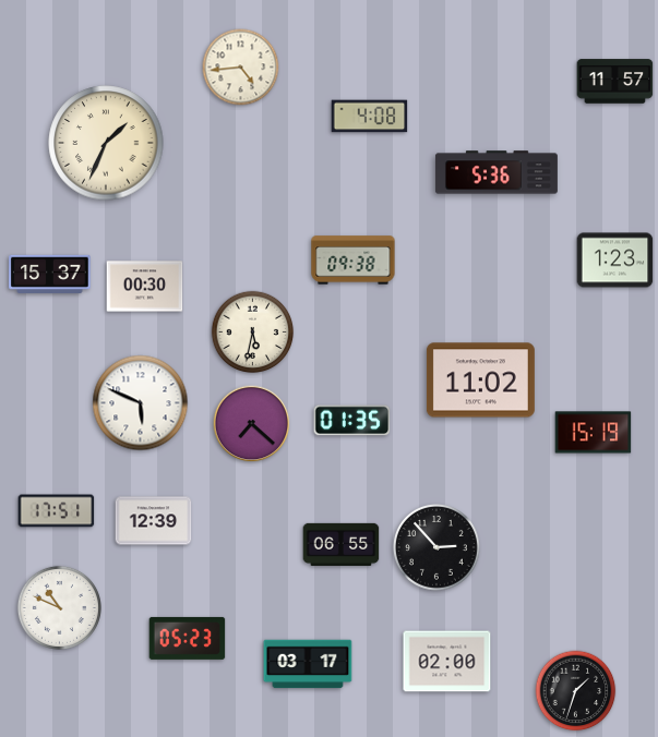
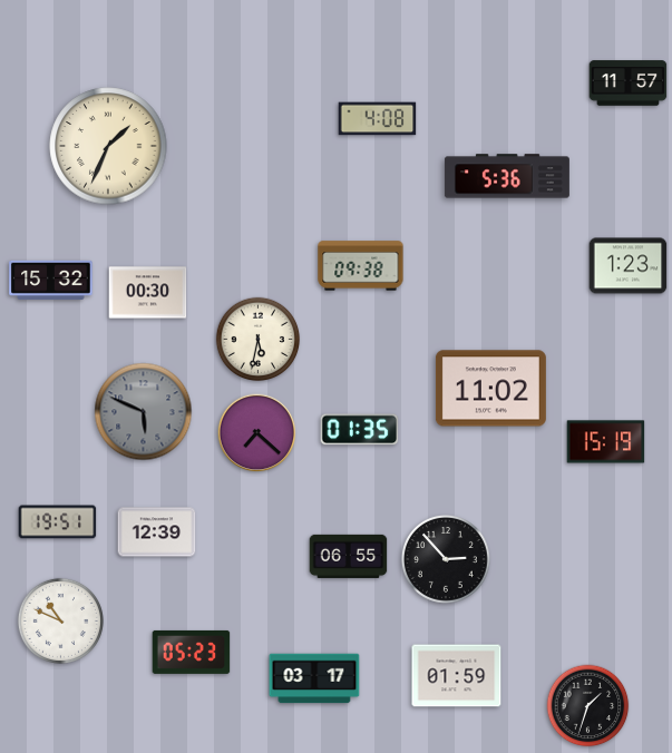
clock at (241, 68): 4:44 -> none
clock at (50, 274): 15:37 -> 15:32
clock at (141, 403) dial: white -> grey
clock at (57, 511): 17:51 -> 19:51
clock at (447, 662): 02:00 -> 01:59
